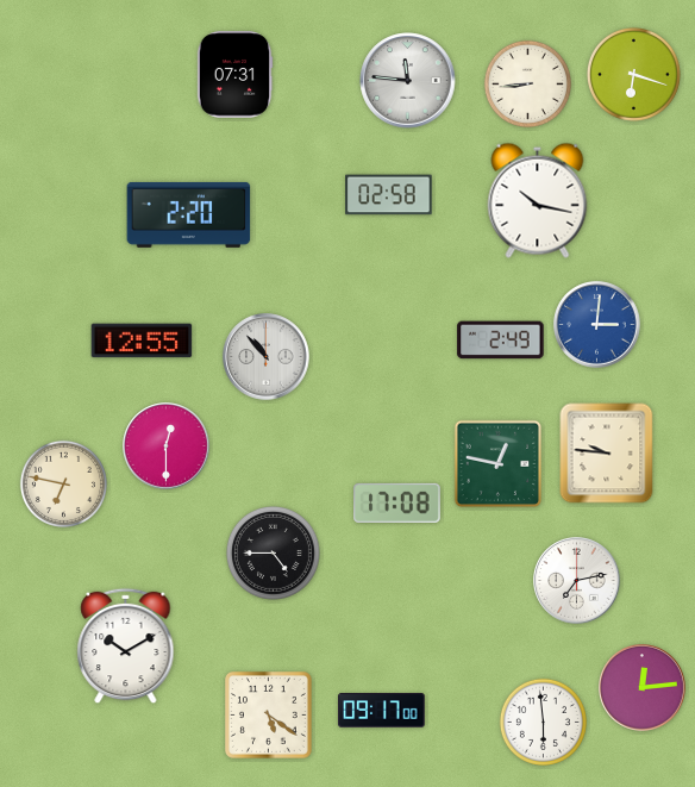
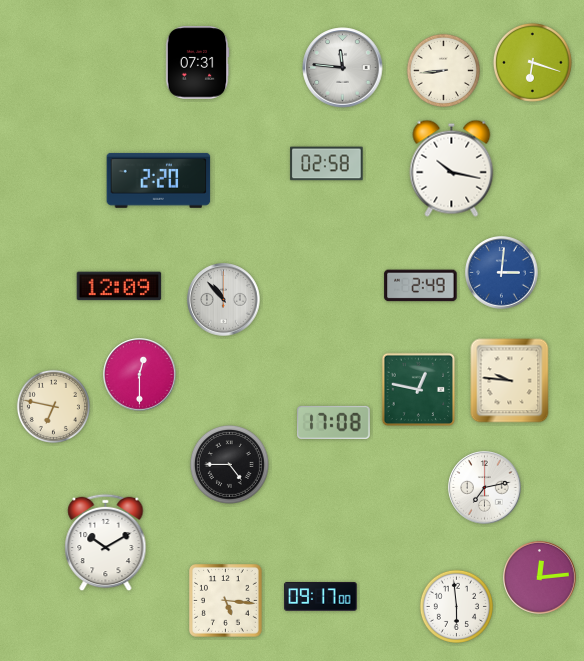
clock at (142, 341): 12:55 -> 12:09
clock at (269, 716): 5:21 -> 5:16
